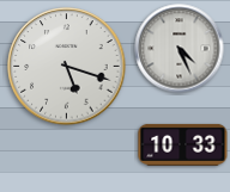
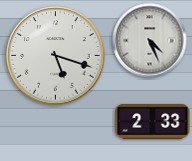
clock at (183, 144): 10:33 -> 2:33
